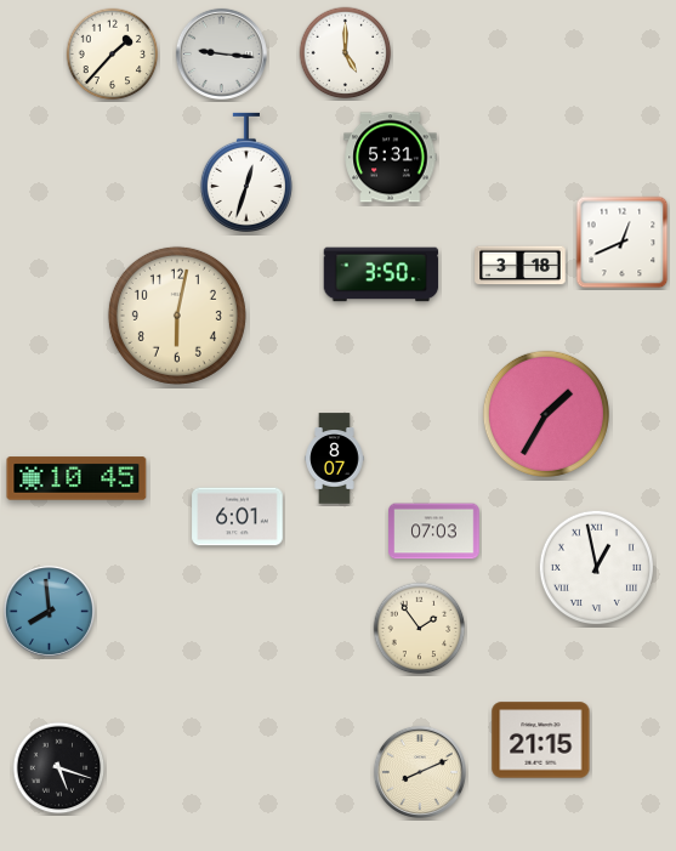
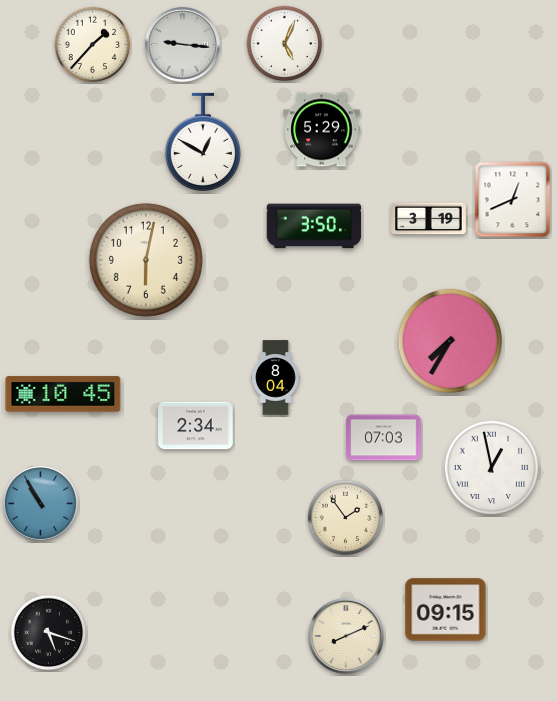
clock at (346, 53): 5:00 -> 5:04
clock at (391, 158): 5:31 -> 5:29
clock at (246, 172): 12:33 -> 12:50
clock at (521, 266): 3:18 -> 3:19
clock at (546, 414): 1:35 -> 7:35
clock at (335, 459): 8:07 -> 8:04
clock at (238, 517): 6:01 -> 2:34
clock at (434, 532) position: (434, 532) -> (384, 438)
clock at (49, 611): 7:59 -> 10:55
clock at (541, 741): 21:15 -> 09:15
